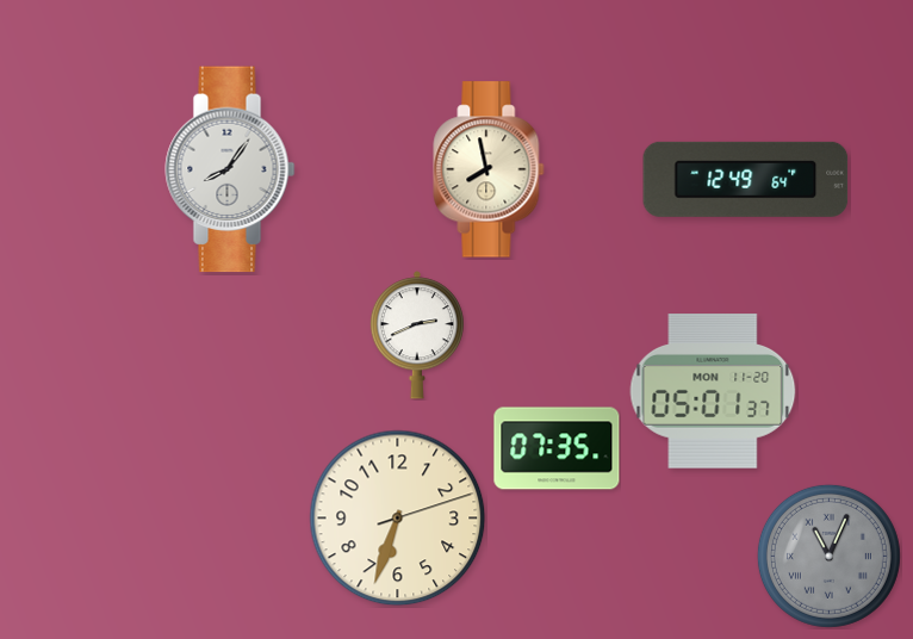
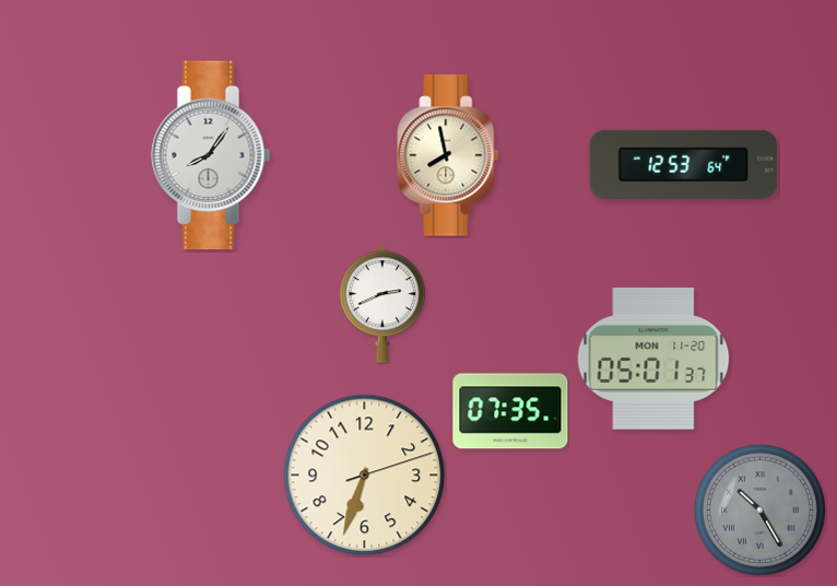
clock at (746, 179): 12:49 -> 12:53
clock at (417, 335) position: (417, 335) -> (382, 304)
clock at (828, 556): 11:04 -> 10:25
